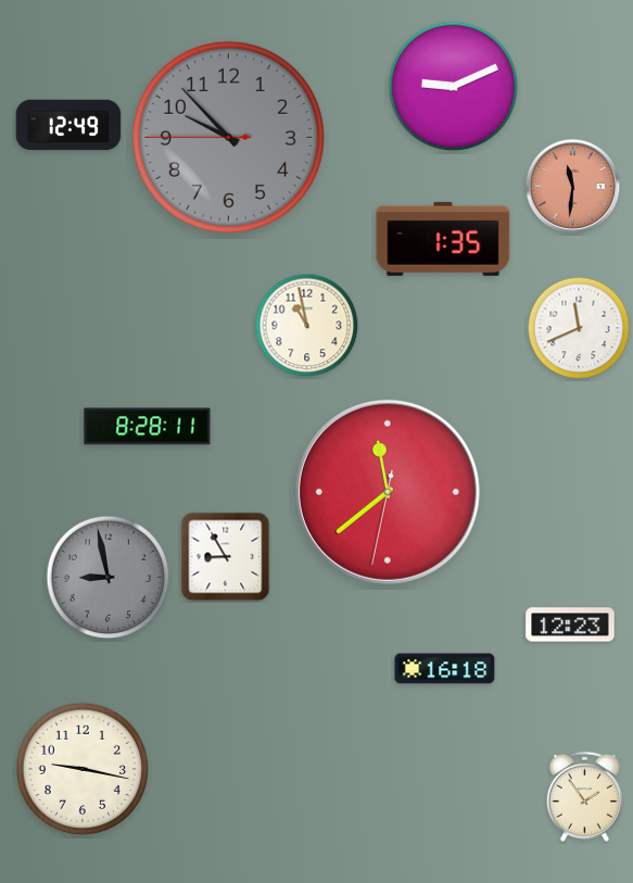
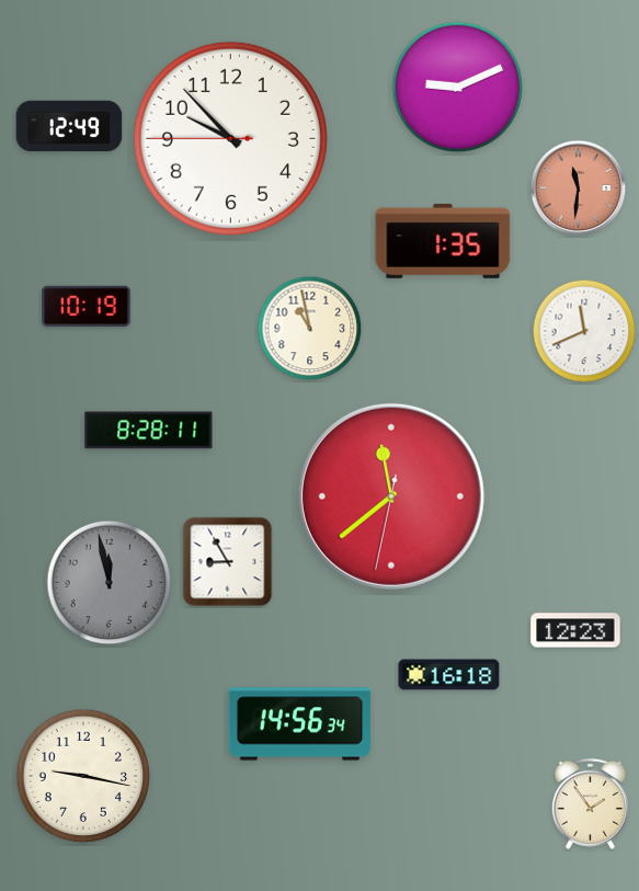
clock at (228, 137) dial: grey -> white
clock at (443, 239) position: (443, 239) -> (443, 241)
clock at (87, 307): none -> 10:19
clock at (109, 578): 8:58 -> 11:58
clock at (300, 724): none -> 14:56
